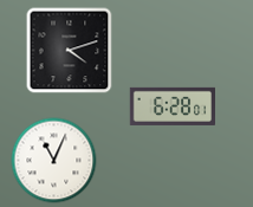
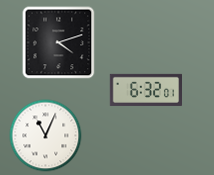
clock at (173, 106): 6:28 -> 6:32
